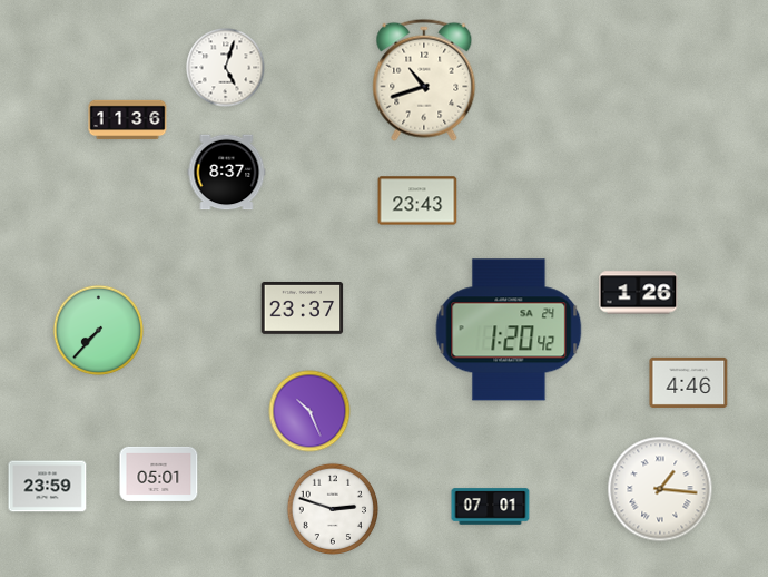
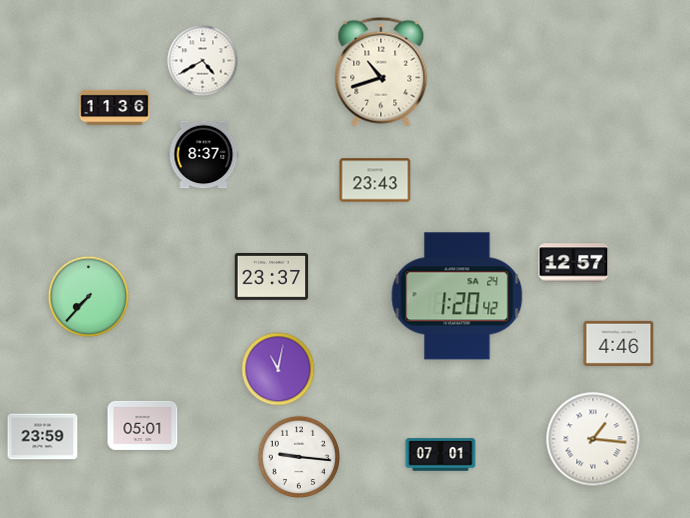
clock at (226, 68): 5:03 -> 4:40
clock at (639, 293): 1:26 -> 12:57
clock at (309, 411): 10:26 -> 11:02
clock at (332, 508): 2:48 -> 9:16
